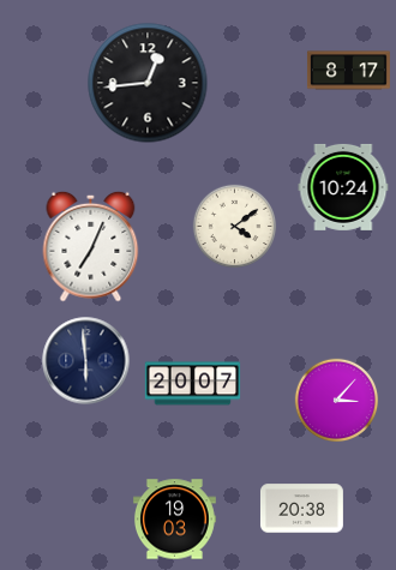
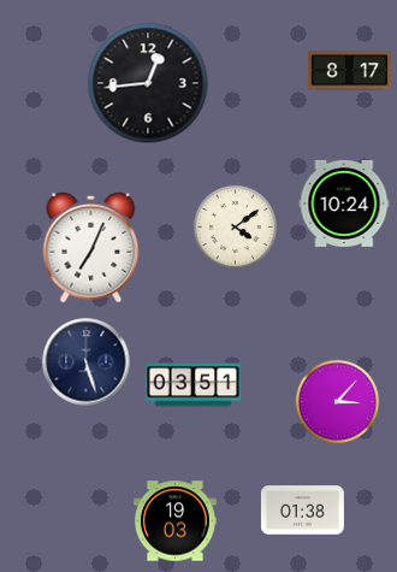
clock at (343, 187) position: (343, 187) -> (344, 204)
clock at (86, 361): 5:59 -> 5:27
clock at (193, 384): 20:07 -> 03:51
clock at (301, 509): 20:38 -> 01:38
